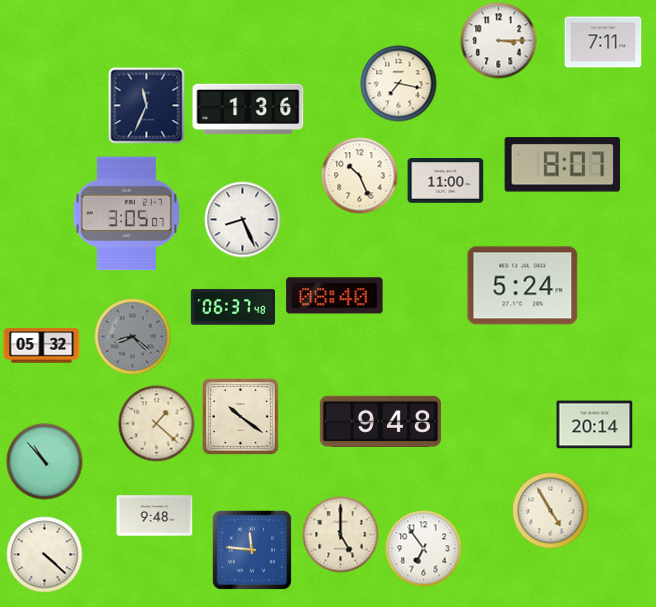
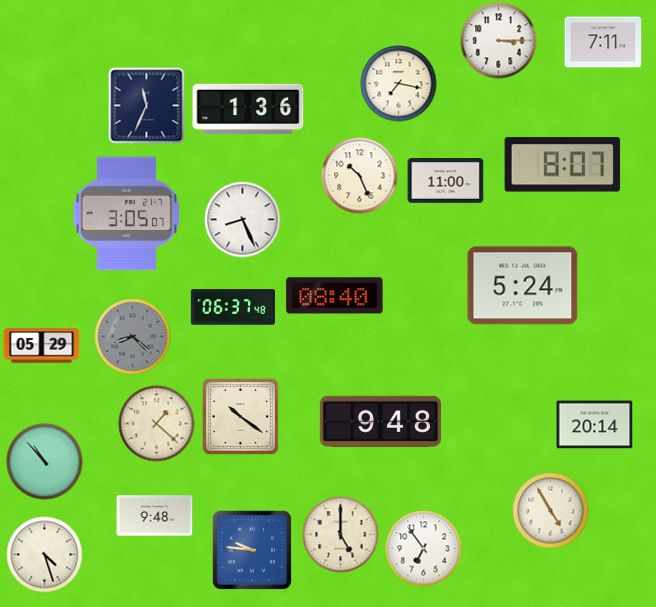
clock at (42, 346): 05:32 -> 05:29
clock at (252, 550): 11:46 -> 9:46
clock at (45, 555): 4:22 -> 4:27
